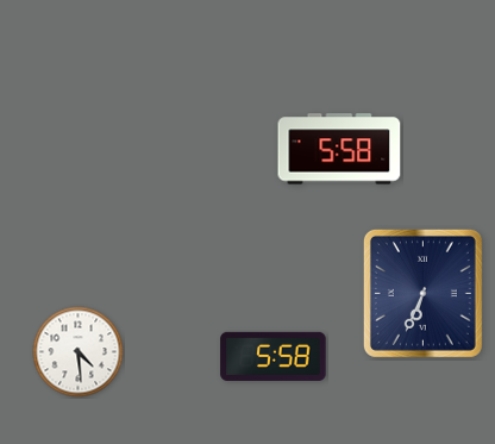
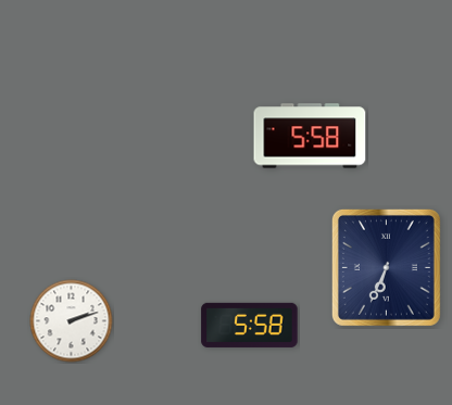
clock at (79, 352): 4:29 -> 2:12
